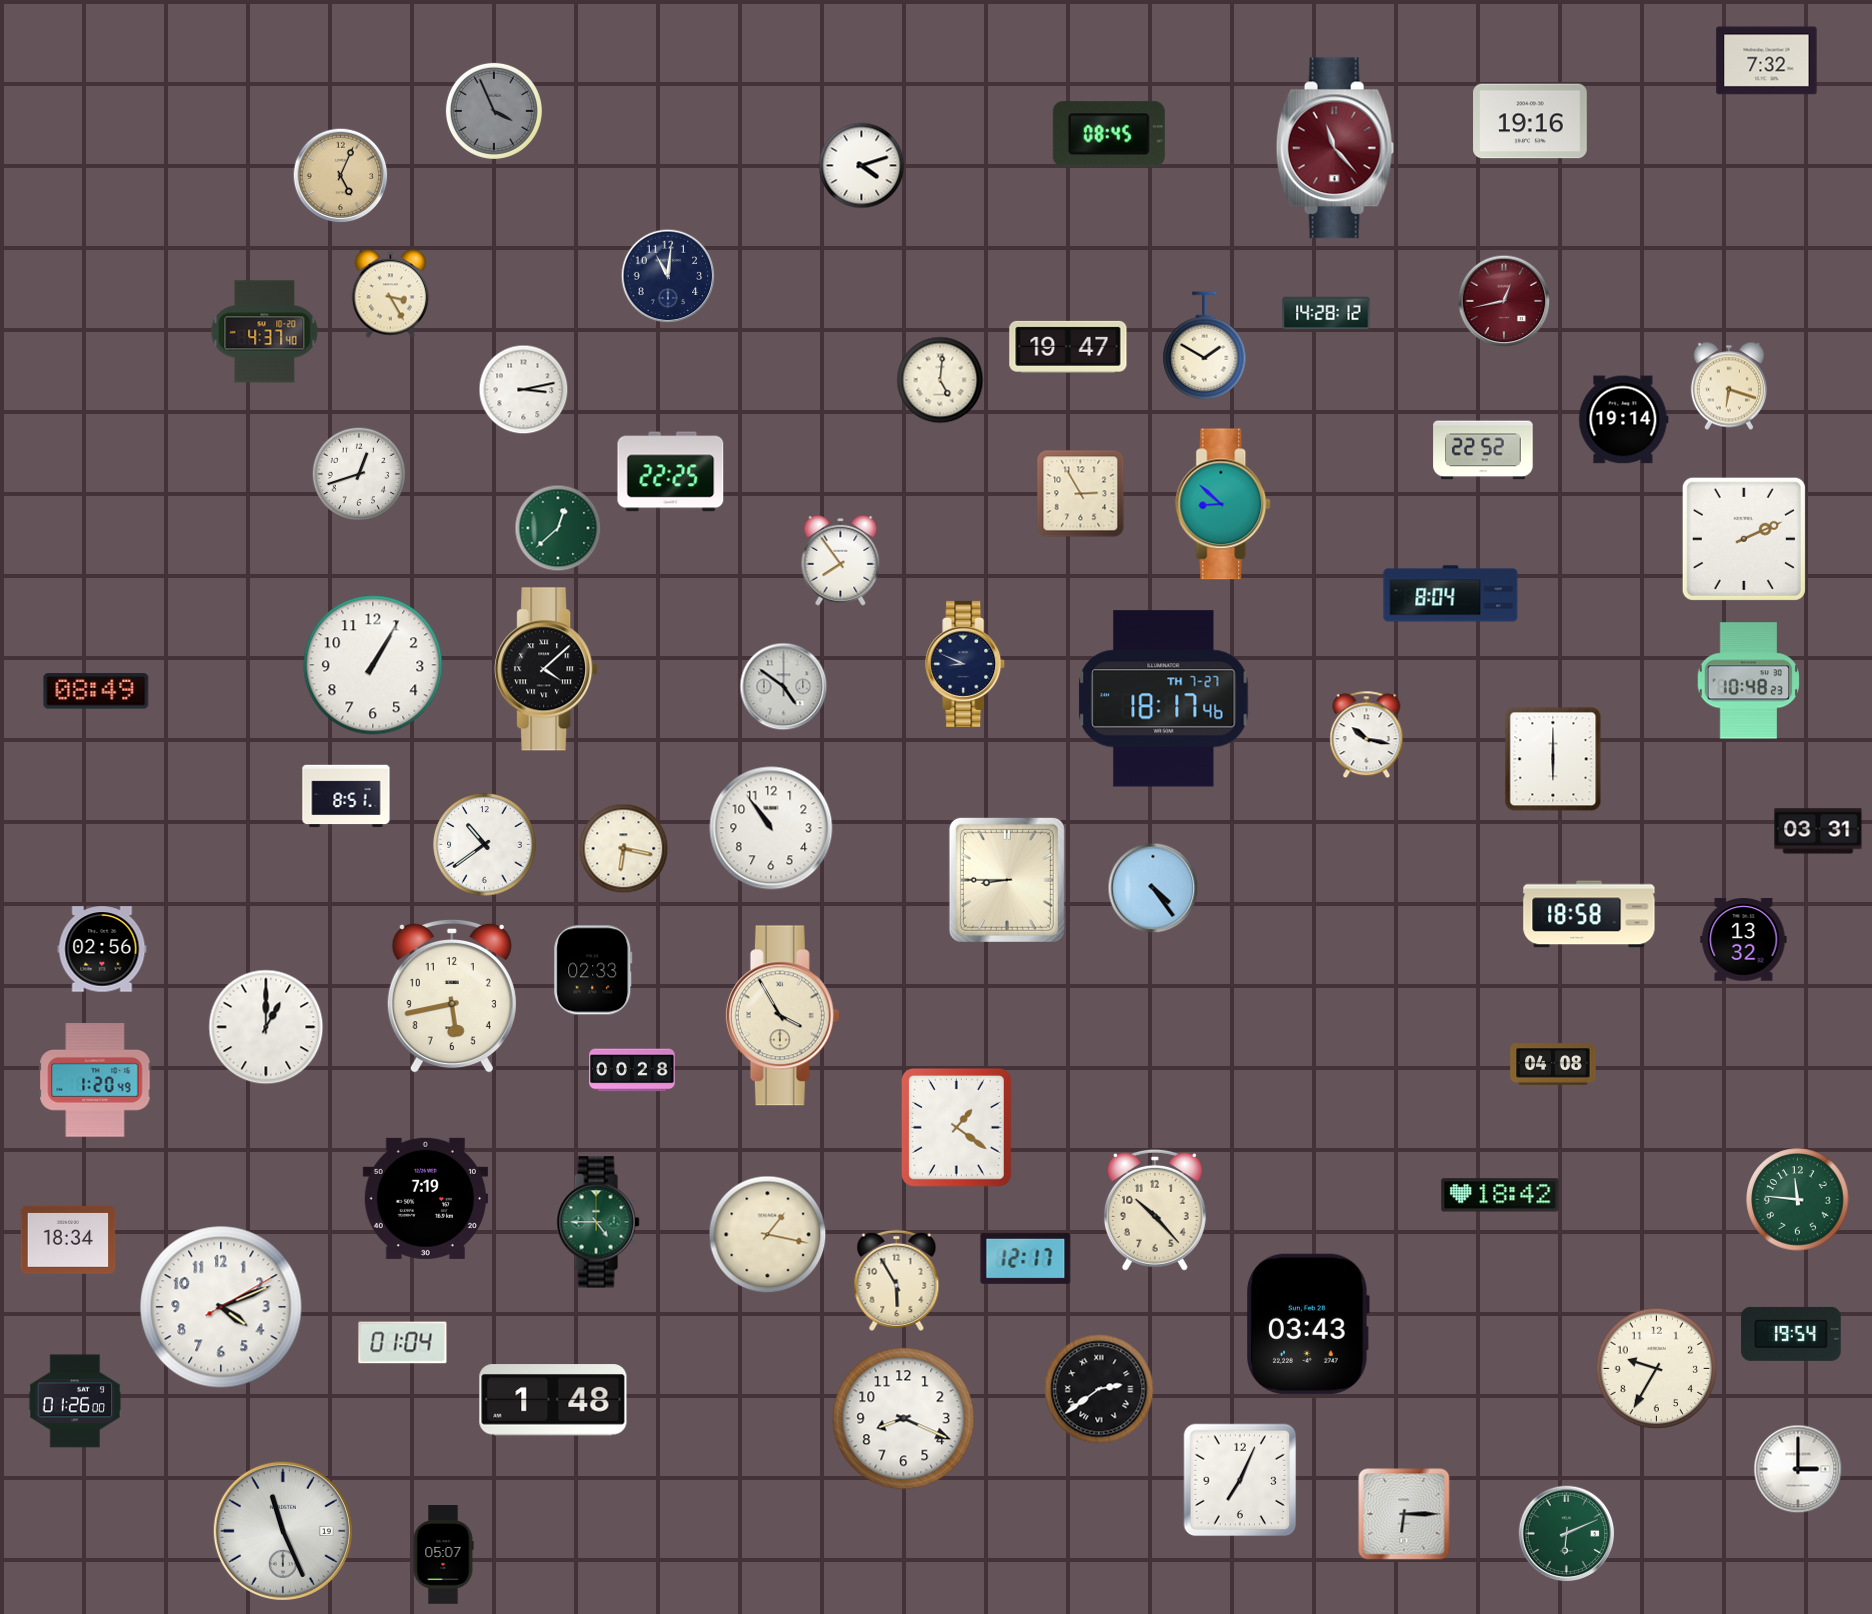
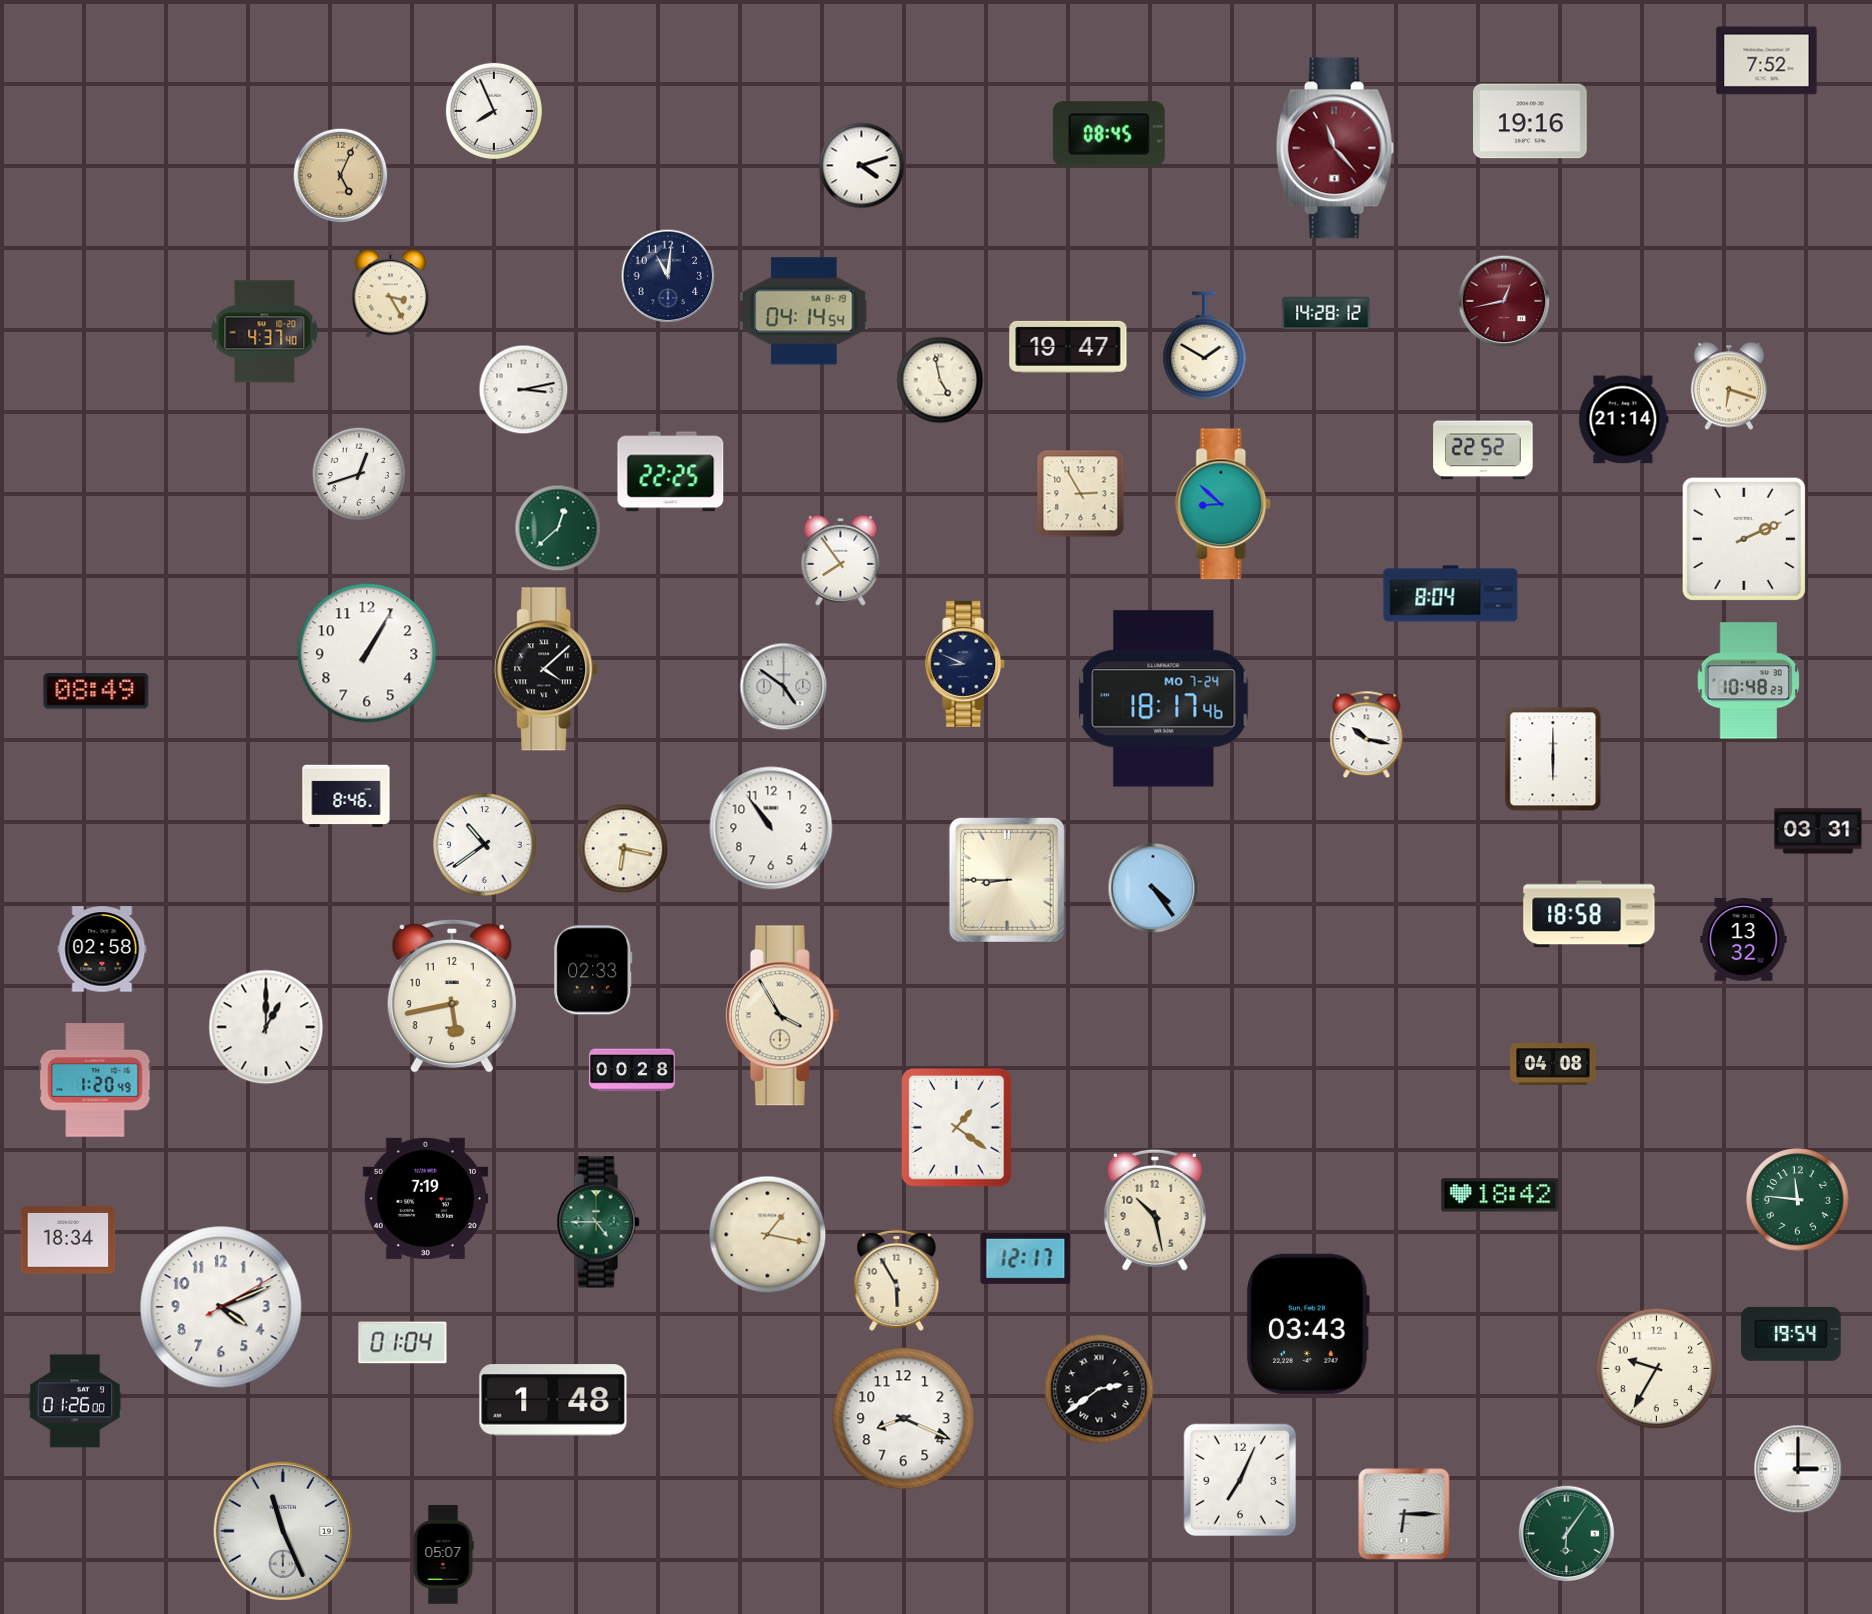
clock at (1767, 61): 7:32 -> 7:52
clock at (494, 111): 3:56 -> 7:56
clock at (494, 111) dial: grey -> white
clock at (804, 311): none -> 04:14
clock at (940, 380): 5:01 -> 4:58
clock at (1624, 420): 19:14 -> 21:14
clock at (373, 665) position: (373, 665) -> (367, 653)
clock at (1164, 699) date: TH 7-27 -> MO 7-24
clock at (346, 796): 8:51 -> 8:46
clock at (102, 949): 02:56 -> 02:58
clock at (1155, 1210): 10:23 -> 10:28
clock at (1567, 1534): 6:11 -> 6:06
